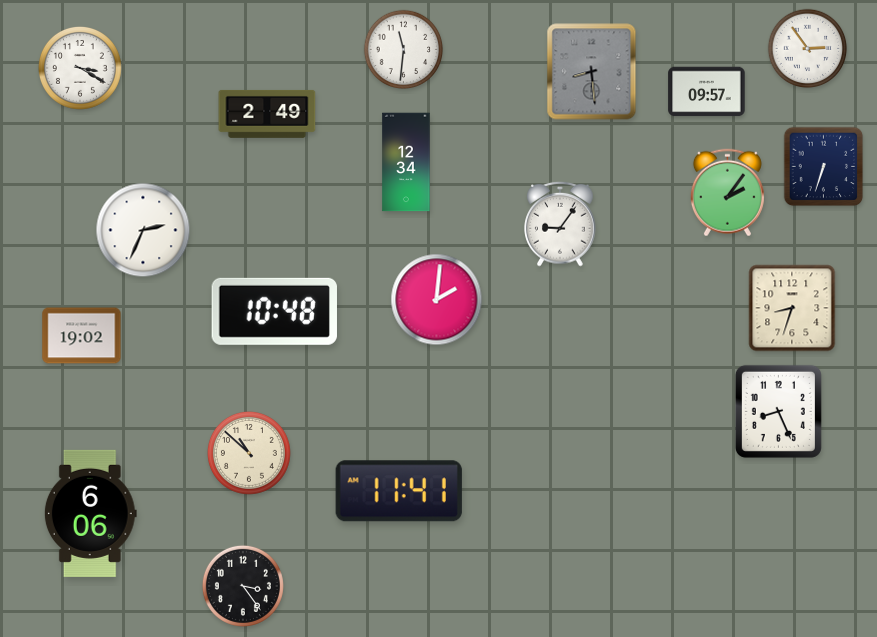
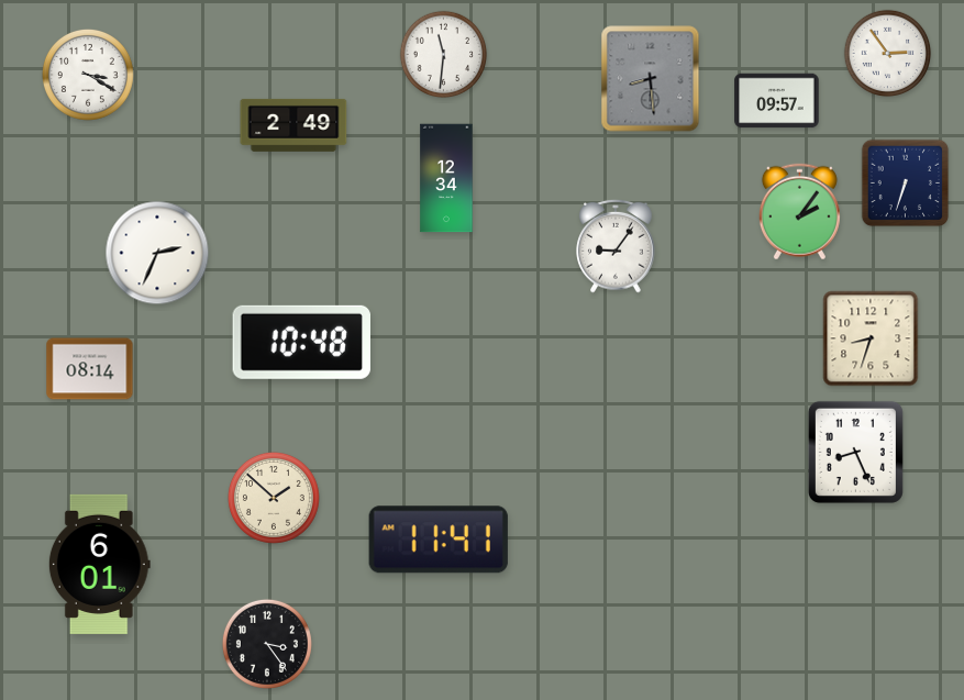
clock at (437, 300): 2:01 -> none
clock at (82, 336): 19:02 -> 08:14
clock at (249, 453): 10:52 -> 1:52
clock at (90, 513): 6:06 -> 6:01
